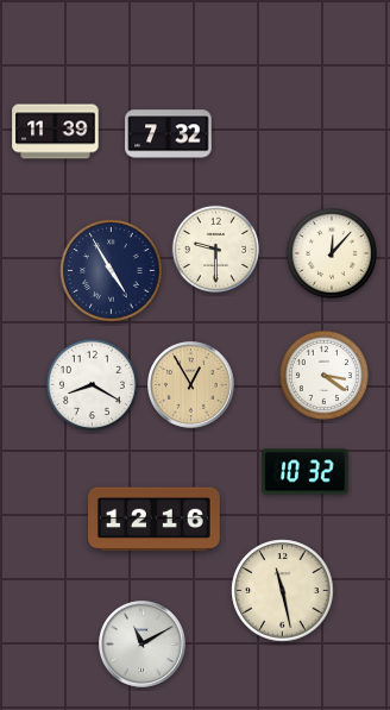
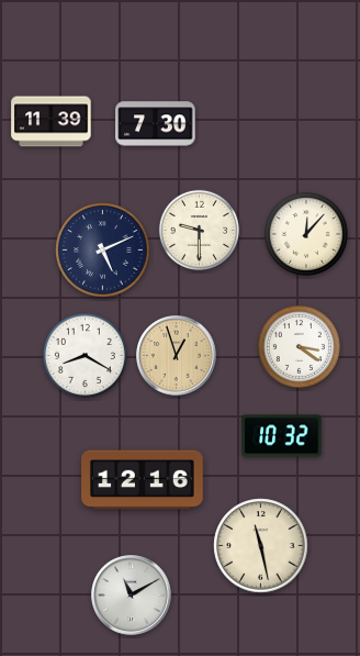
clock at (169, 134): 7:32 -> 7:30
clock at (112, 271): 4:55 -> 5:11
clock at (191, 385): 12:55 -> 12:57
